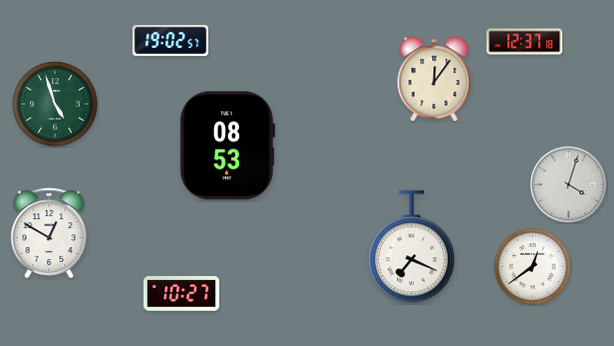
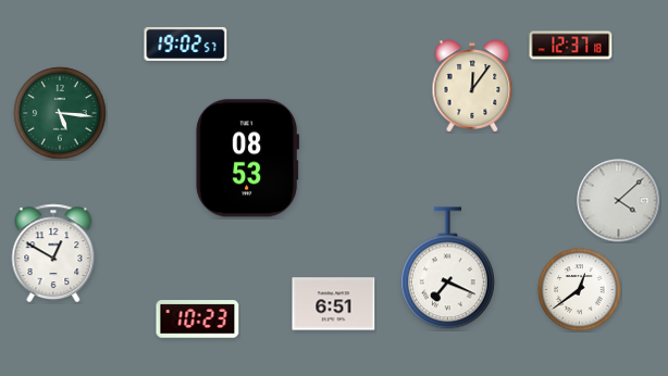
clock at (55, 104): 4:57 -> 5:16
clock at (569, 185): 4:03 -> 4:08
clock at (334, 304): none -> 6:51
clock at (182, 294): 10:27 -> 10:23
